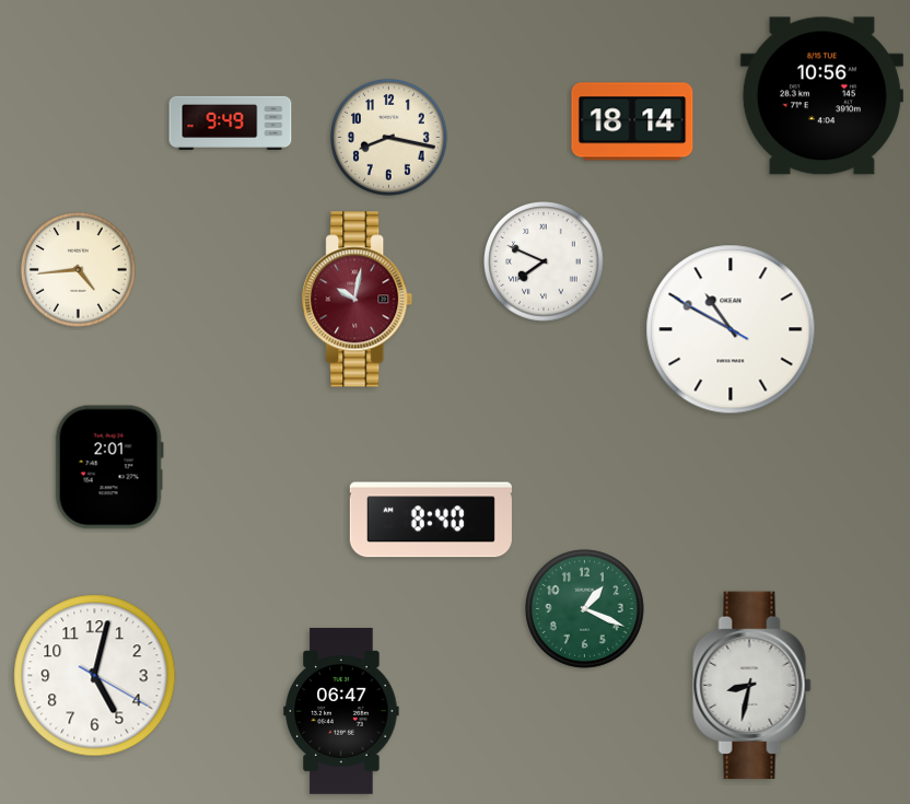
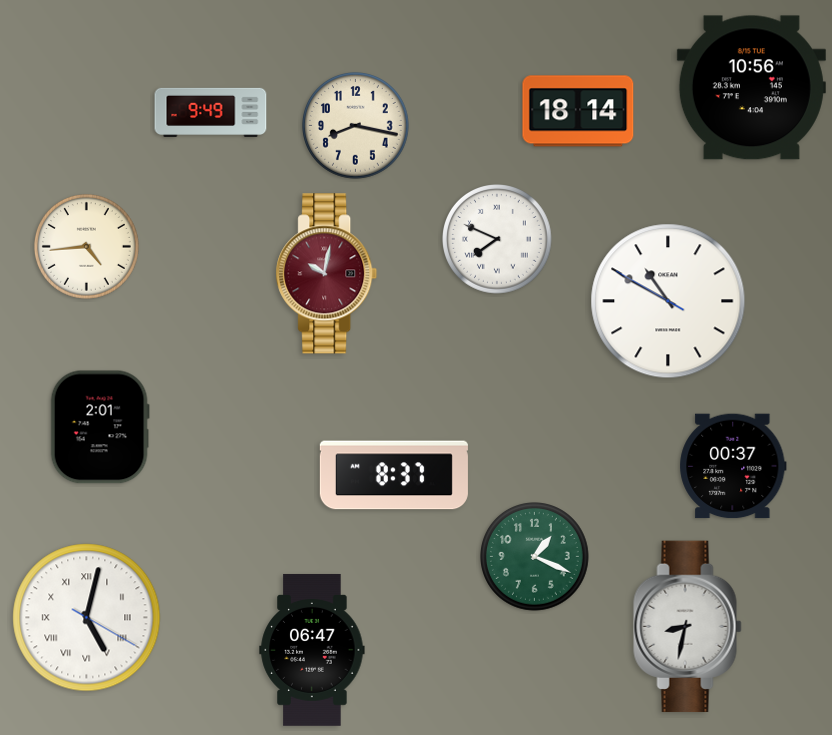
clock at (79, 270) position: (79, 270) -> (87, 247)
clock at (733, 466): none -> 00:37
clock at (431, 520): 8:40 -> 8:37
clock at (95, 676) numerals: Arabic -> Roman
